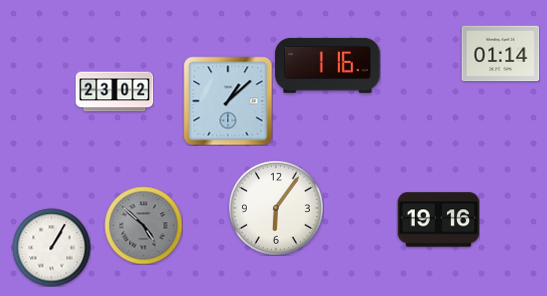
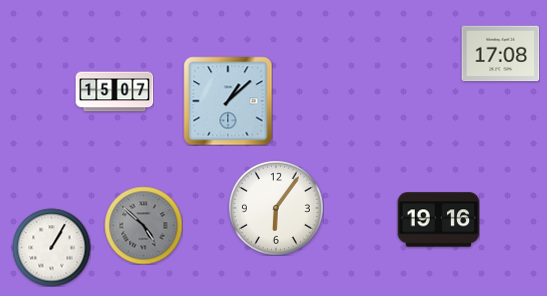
clock at (500, 54): 01:14 -> 17:08
clock at (328, 65): 1:16 -> none
clock at (114, 92): 23:02 -> 15:07
